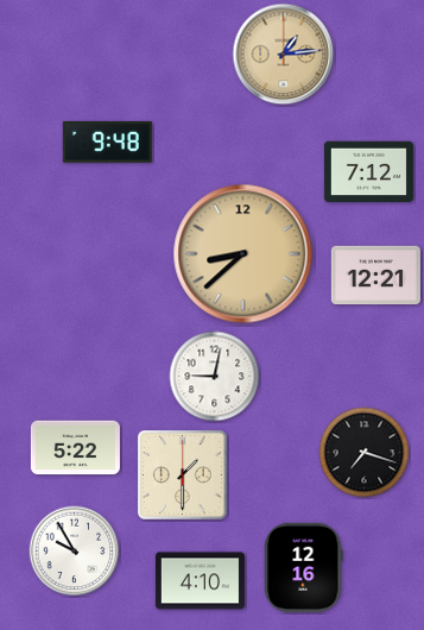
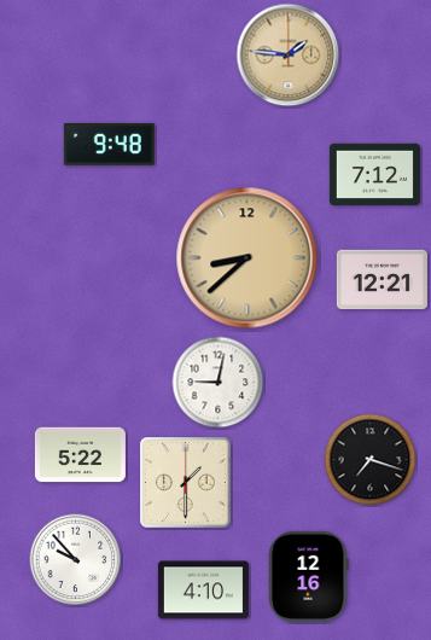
clock at (284, 55): 1:14 -> 1:46
clock at (75, 448) position: (75, 448) -> (80, 455)
clock at (75, 552): 9:55 -> 9:53
